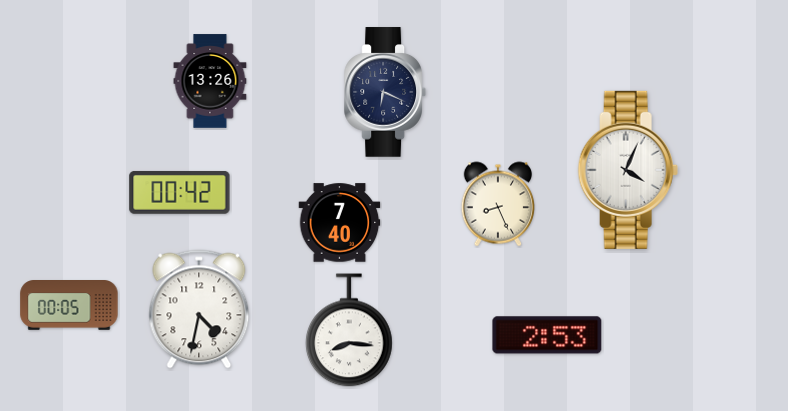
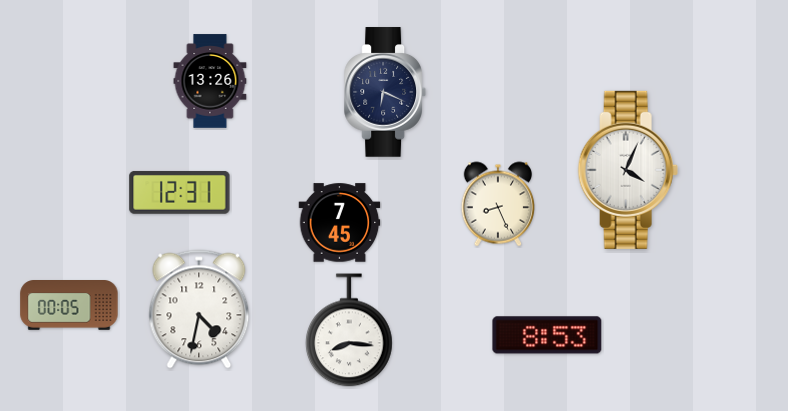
clock at (180, 193): 00:42 -> 12:31
clock at (340, 223): 7:40 -> 7:45
clock at (547, 335): 2:53 -> 8:53
